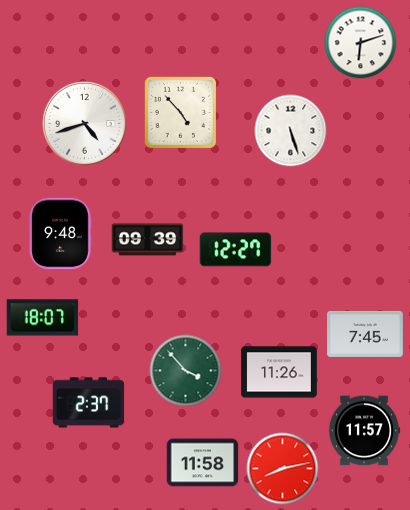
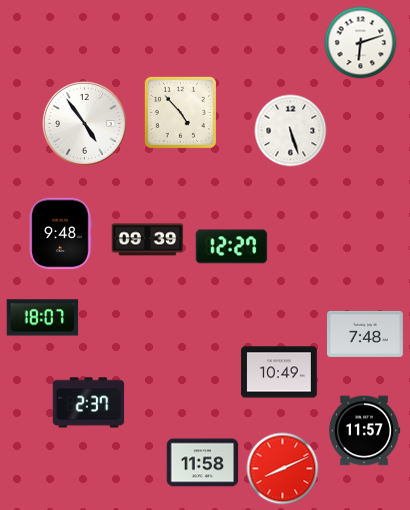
clock at (84, 123): 4:42 -> 4:54
clock at (236, 250) position: (236, 250) -> (232, 247)
clock at (366, 334): 7:45 -> 7:48
clock at (186, 371): 3:53 -> none
clock at (279, 372): 11:26 -> 10:49
clock at (283, 469): 8:13 -> 8:11
